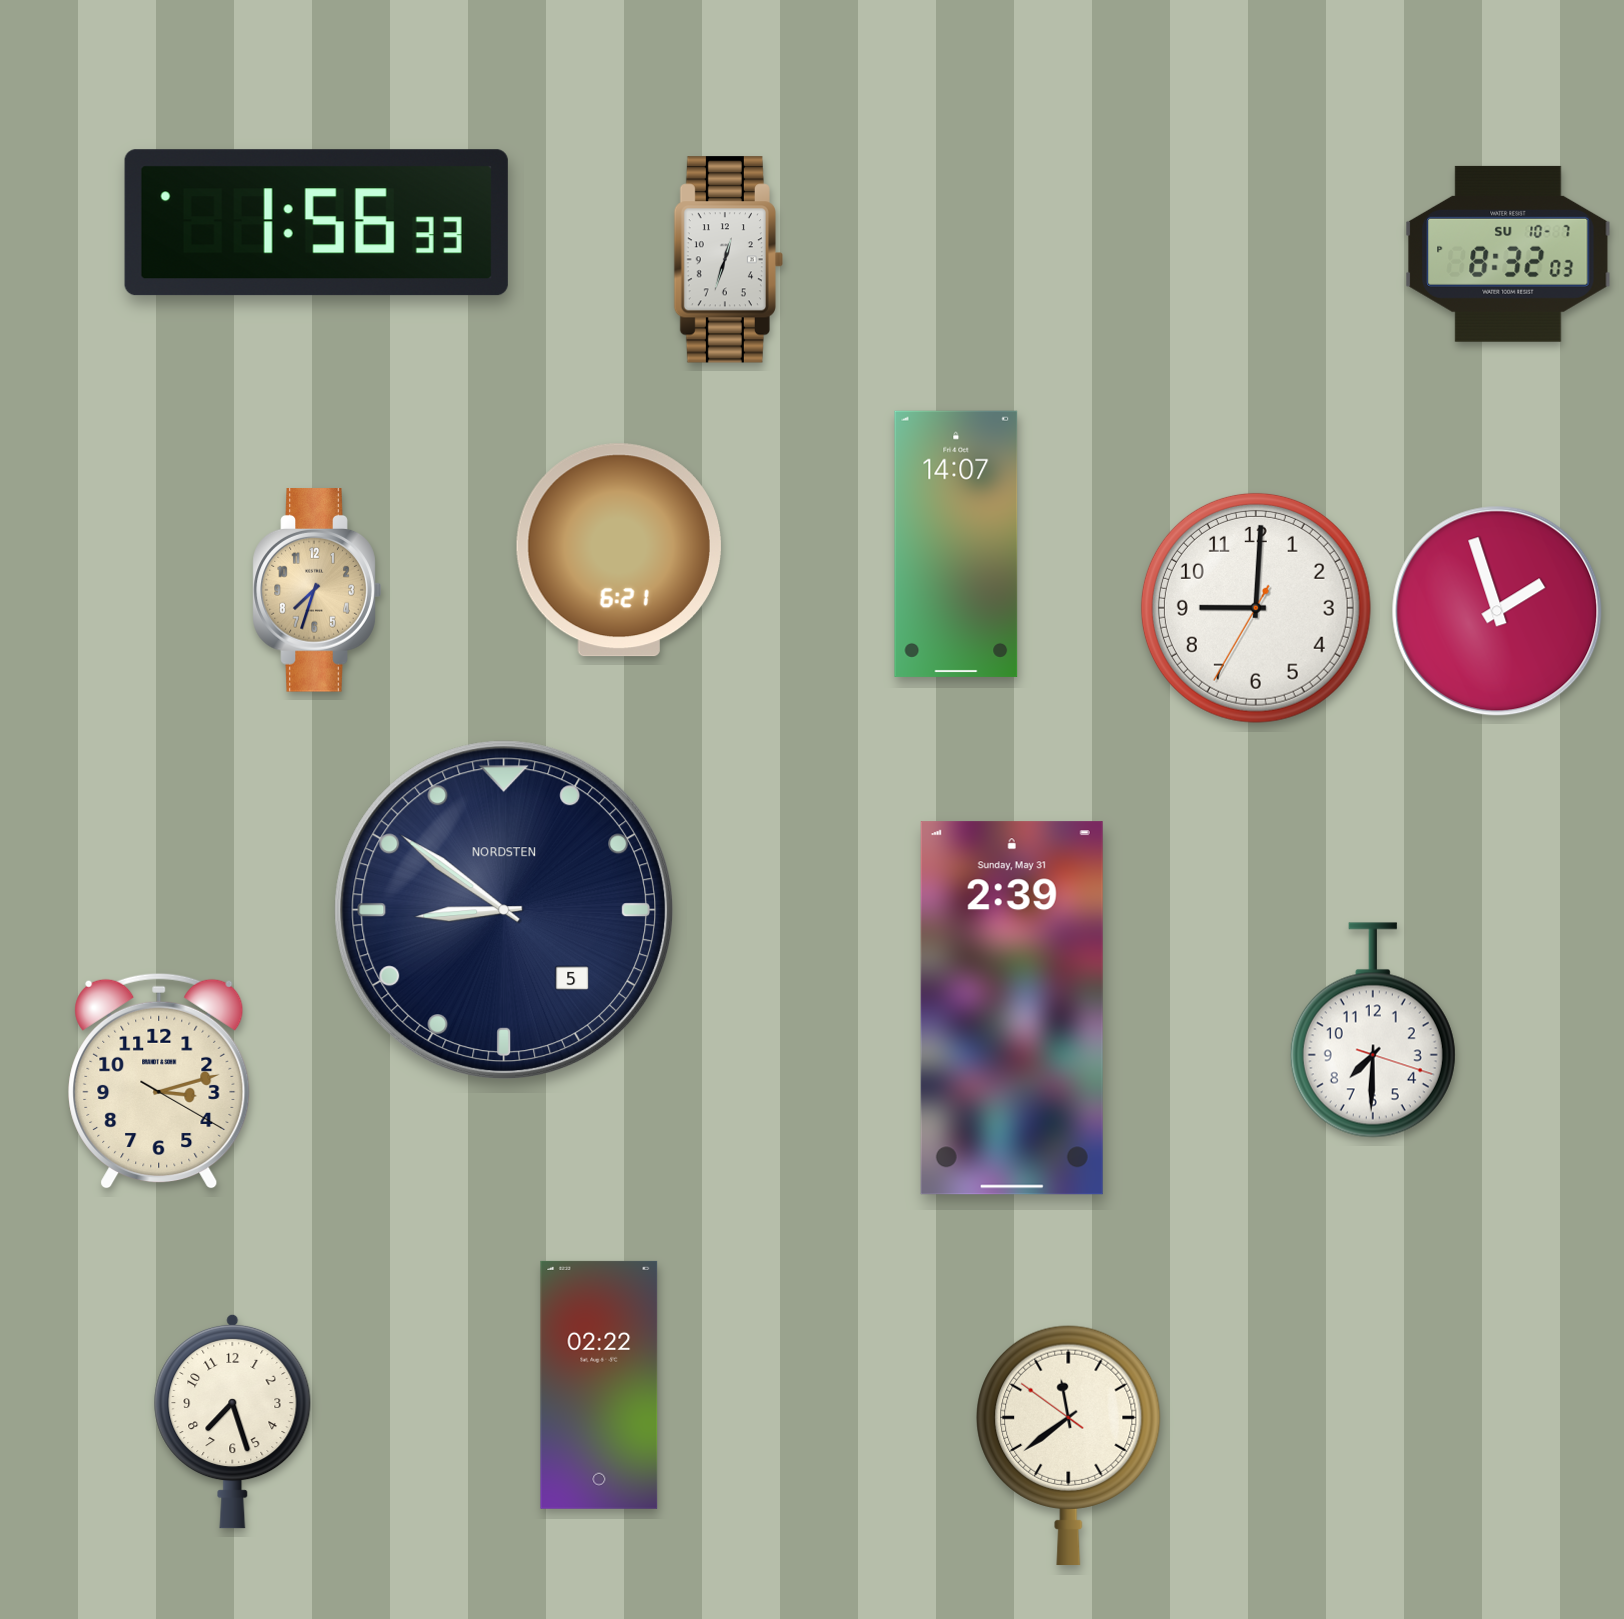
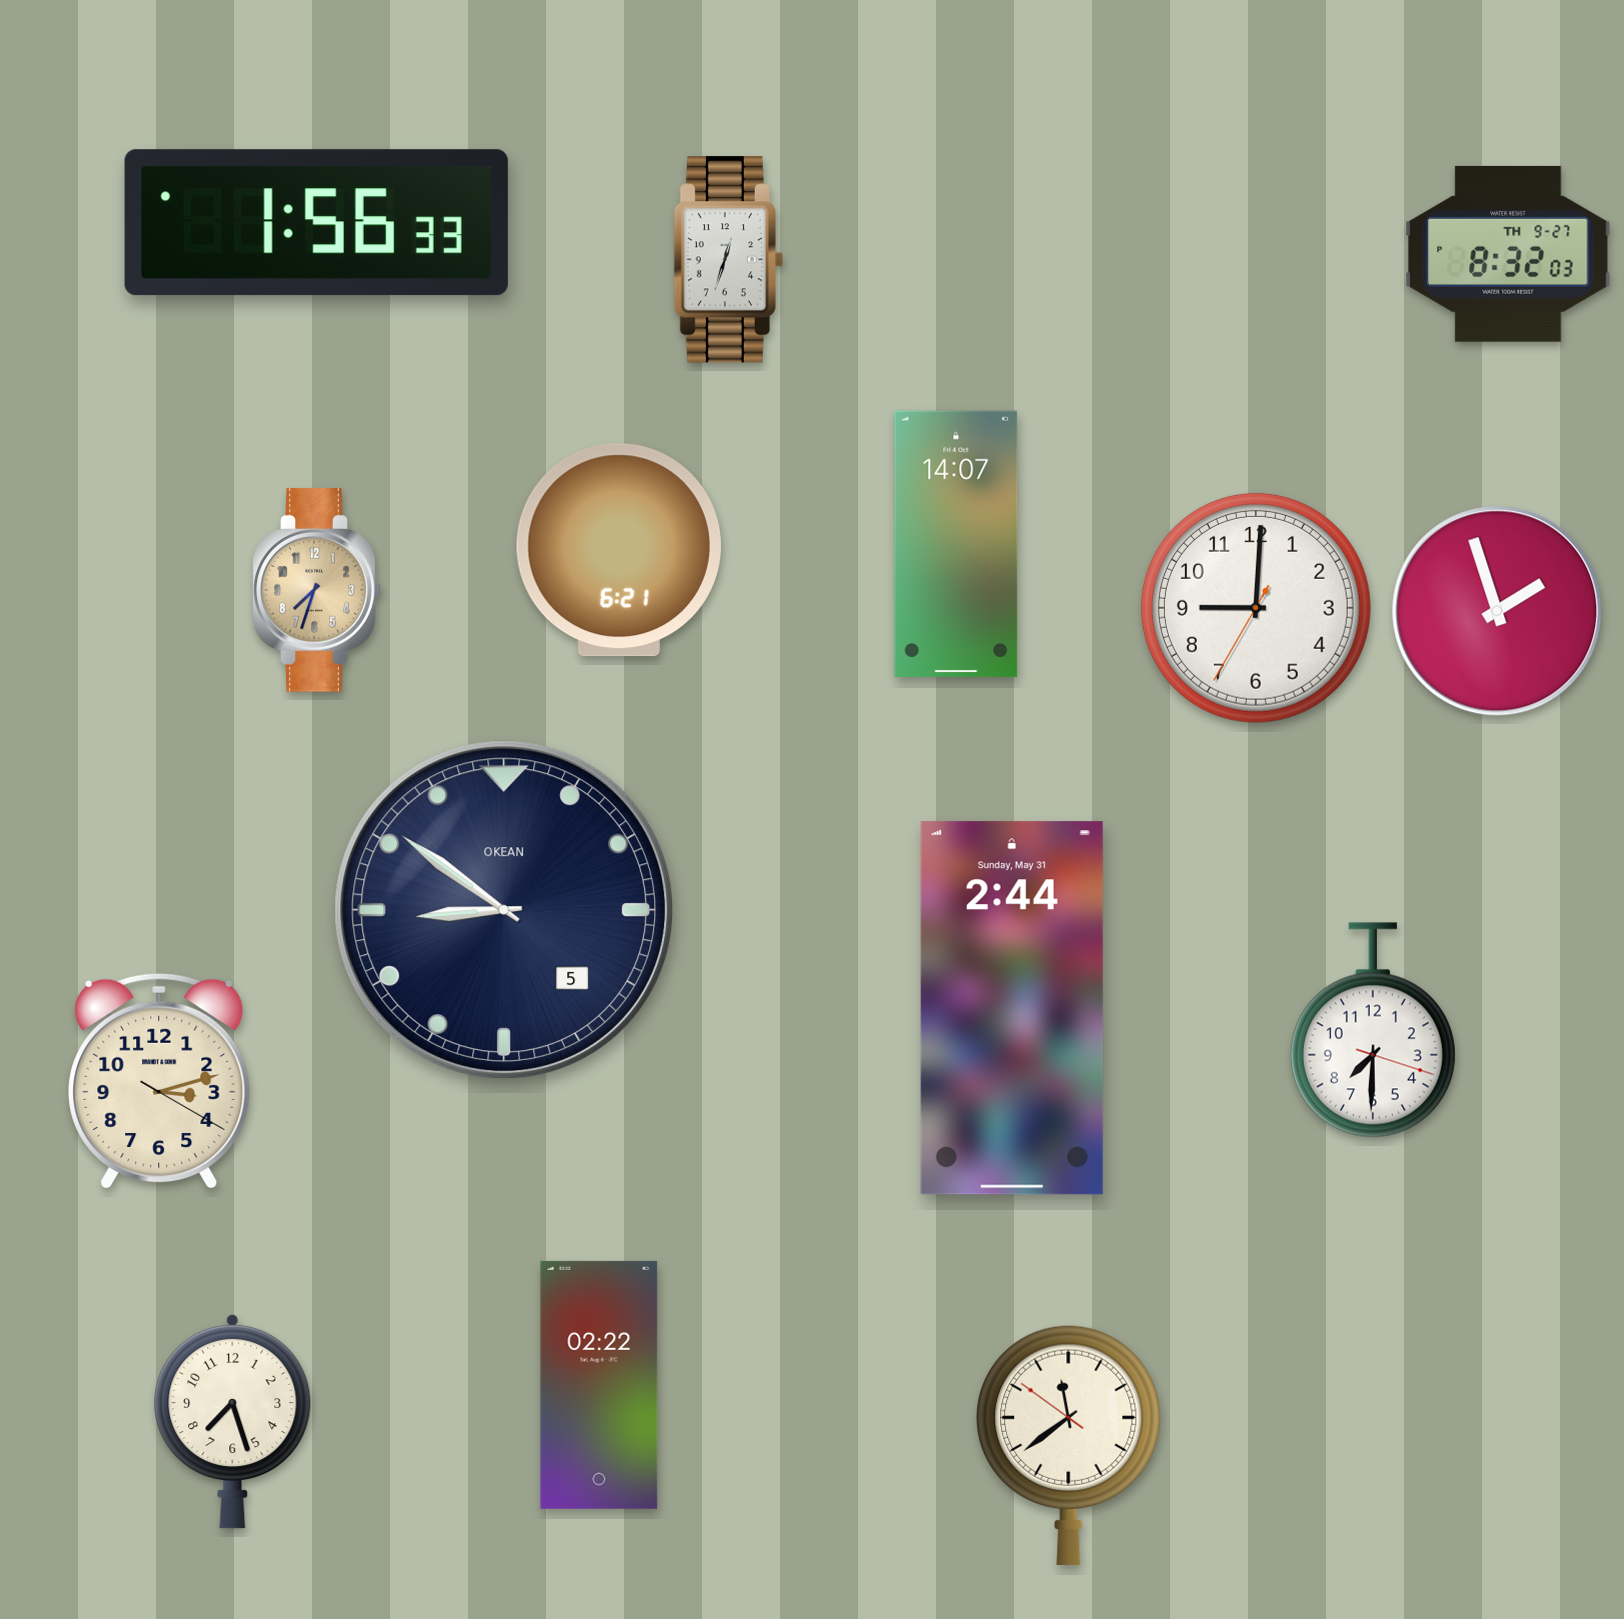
clock at (1508, 254) date: SU 10-7 -> TH 9-27
clock at (504, 910) brand: NORDSTEN -> OKEAN
clock at (1012, 1008): 2:39 -> 2:44
